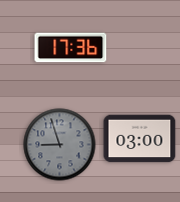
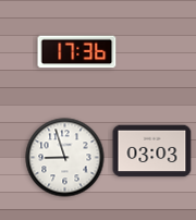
clock at (140, 139): 03:00 -> 03:03
clock at (60, 145) dial: grey -> white
